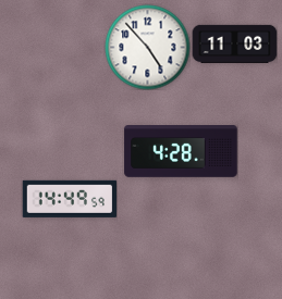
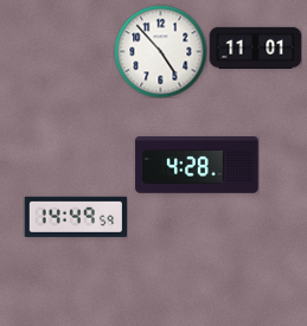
clock at (234, 43): 11:03 -> 11:01
